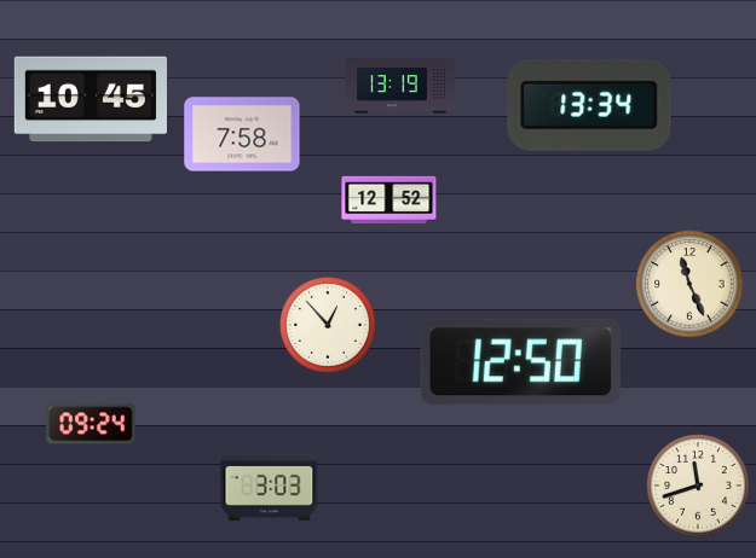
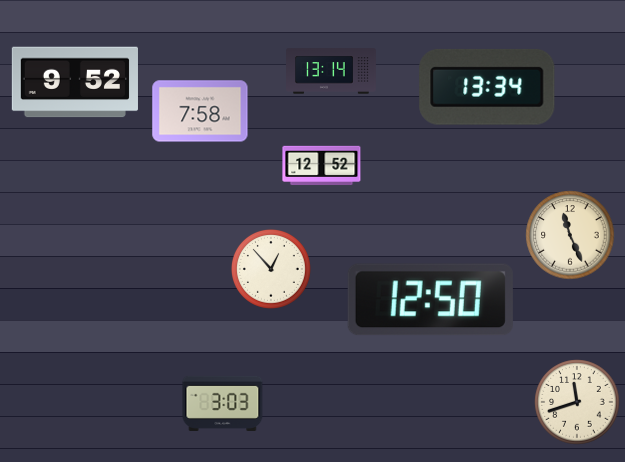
clock at (402, 86): 13:19 -> 13:14
clock at (91, 99): 10:45 -> 9:52
clock at (91, 424): 09:24 -> none
